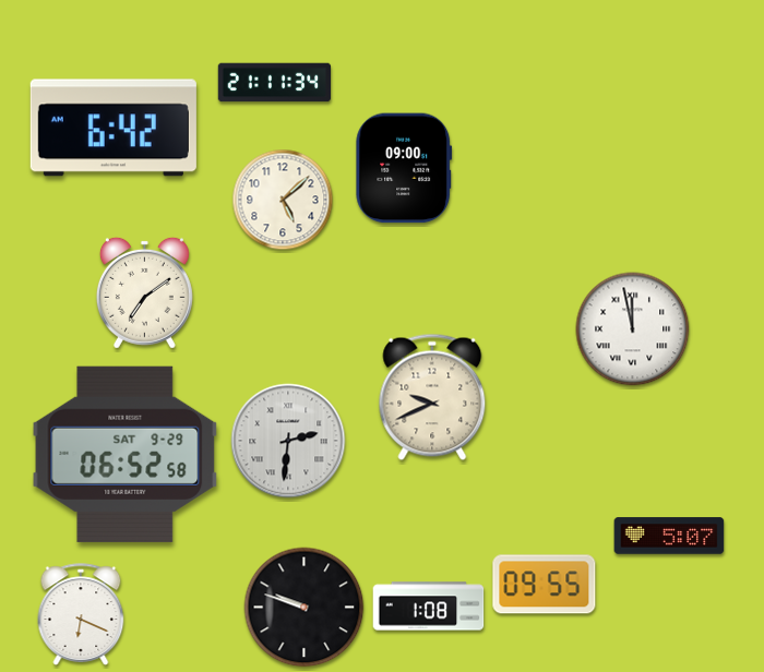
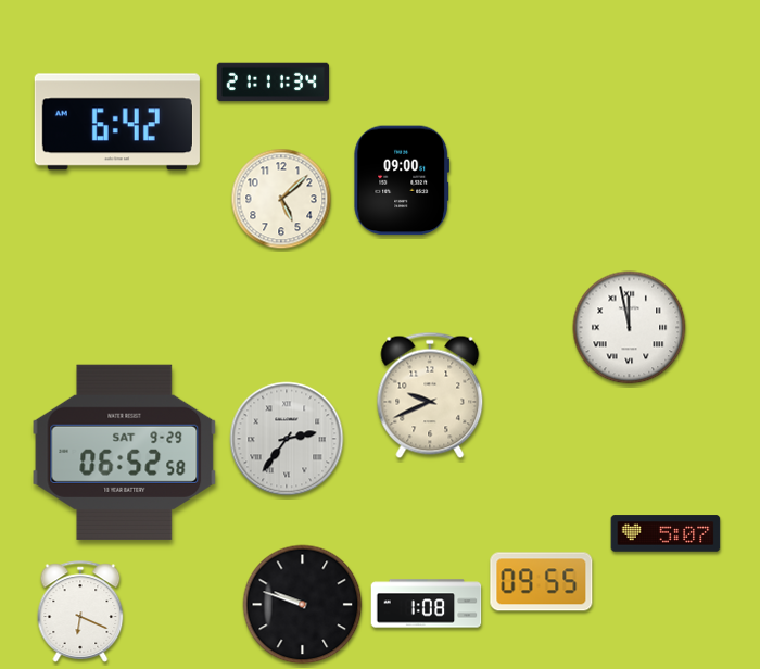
clock at (114, 128) position: (114, 128) -> (117, 122)
clock at (404, 168) position: (404, 168) -> (402, 180)
clock at (144, 292): 7:09 -> none
clock at (288, 441): 2:31 -> 2:36
